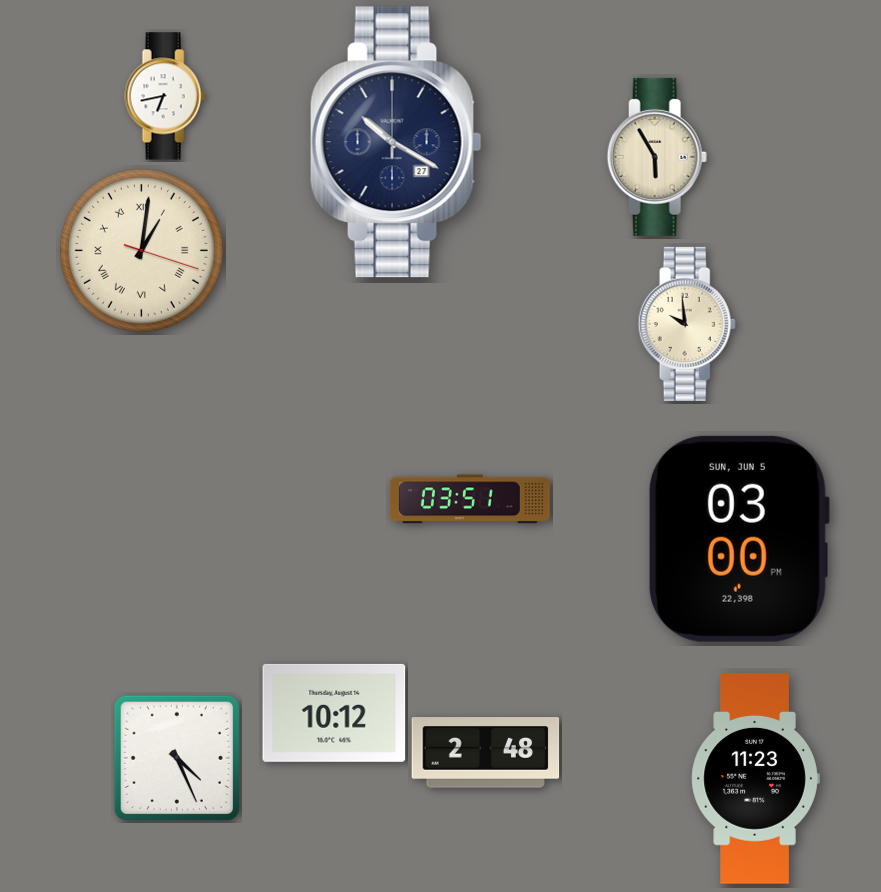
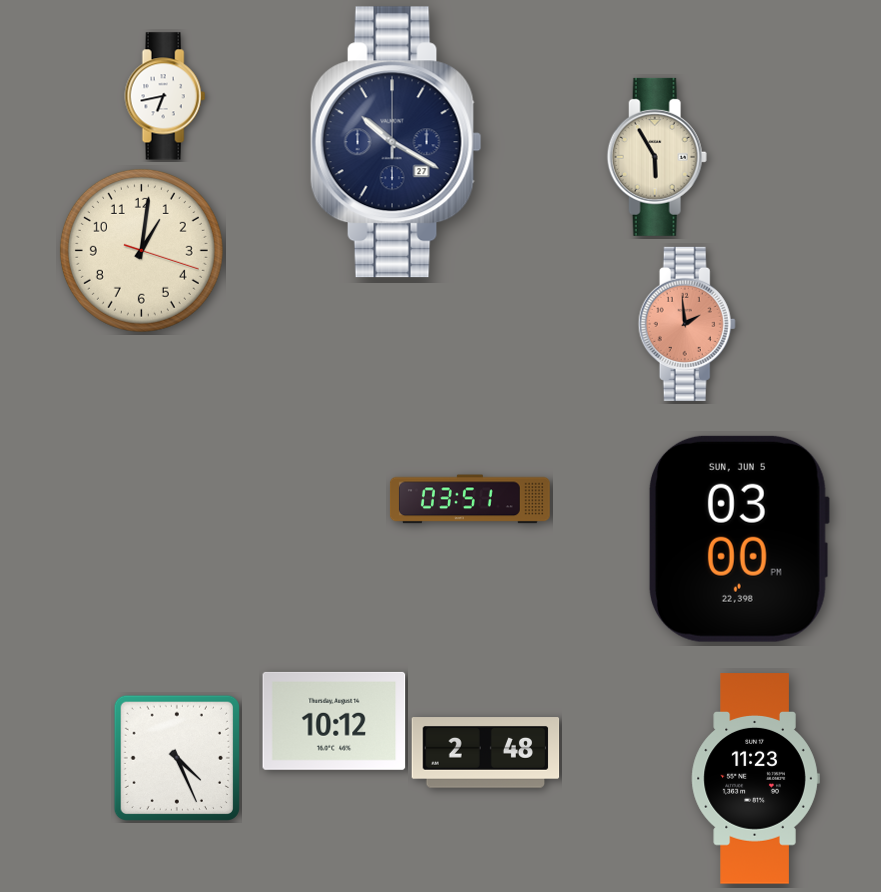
clock at (141, 250) numerals: Roman -> Arabic
clock at (687, 324): 9:59 -> 1:59
clock at (687, 324) dial: cream -> salmon
clock at (334, 713) position: (334, 713) -> (334, 721)
